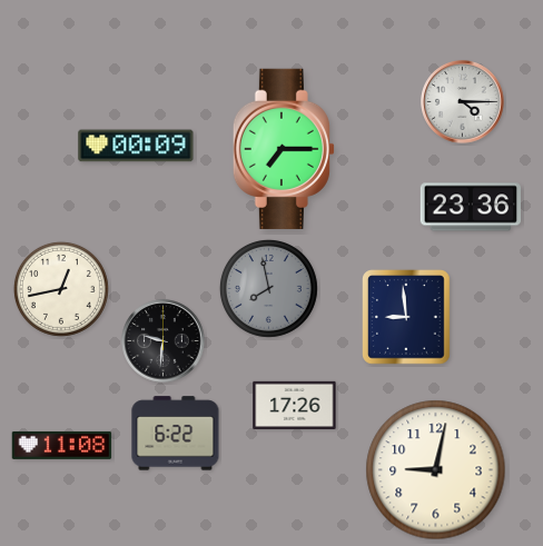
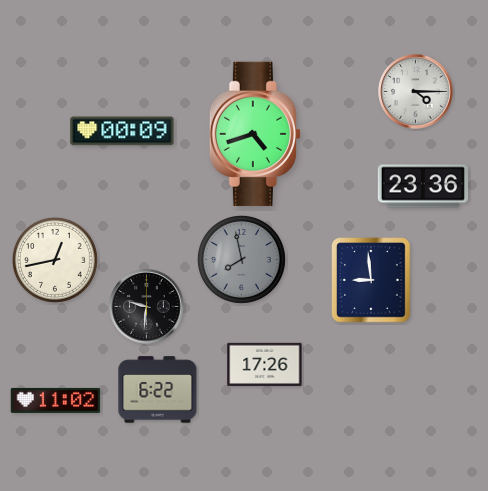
clock at (284, 149): 7:15 -> 4:42
clock at (406, 317) position: (406, 317) -> (371, 280)
clock at (62, 445): 11:08 -> 11:02
clock at (436, 470): 9:02 -> none
